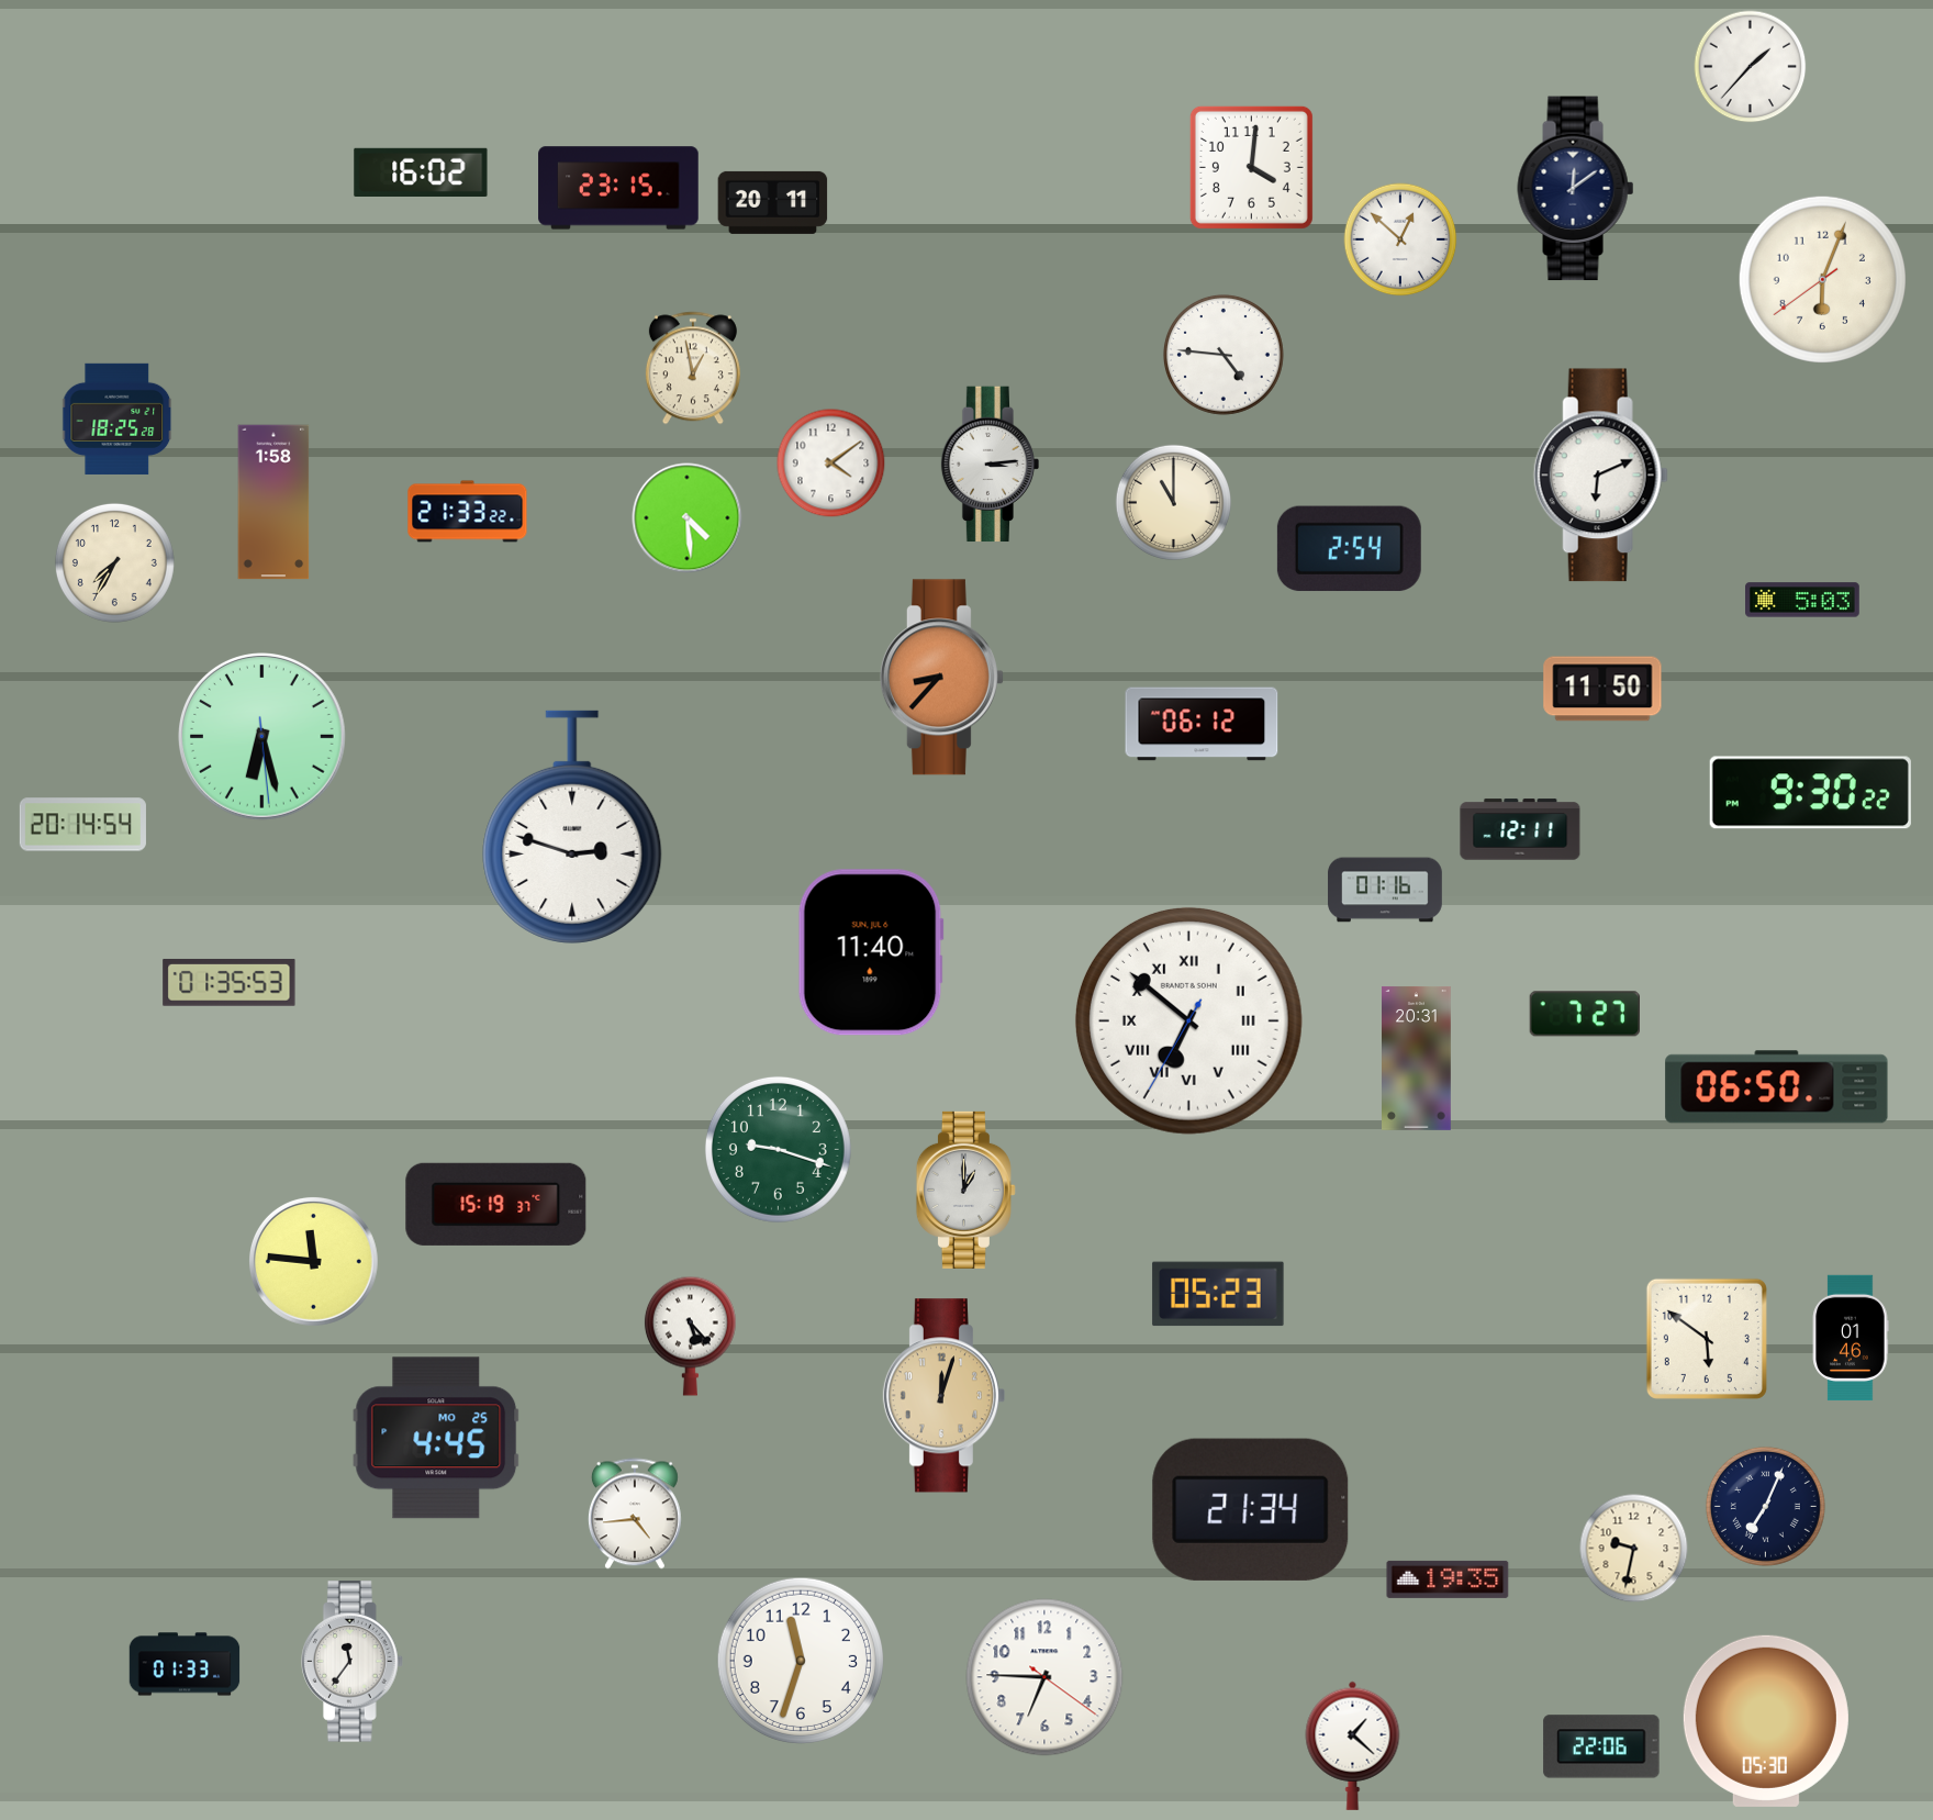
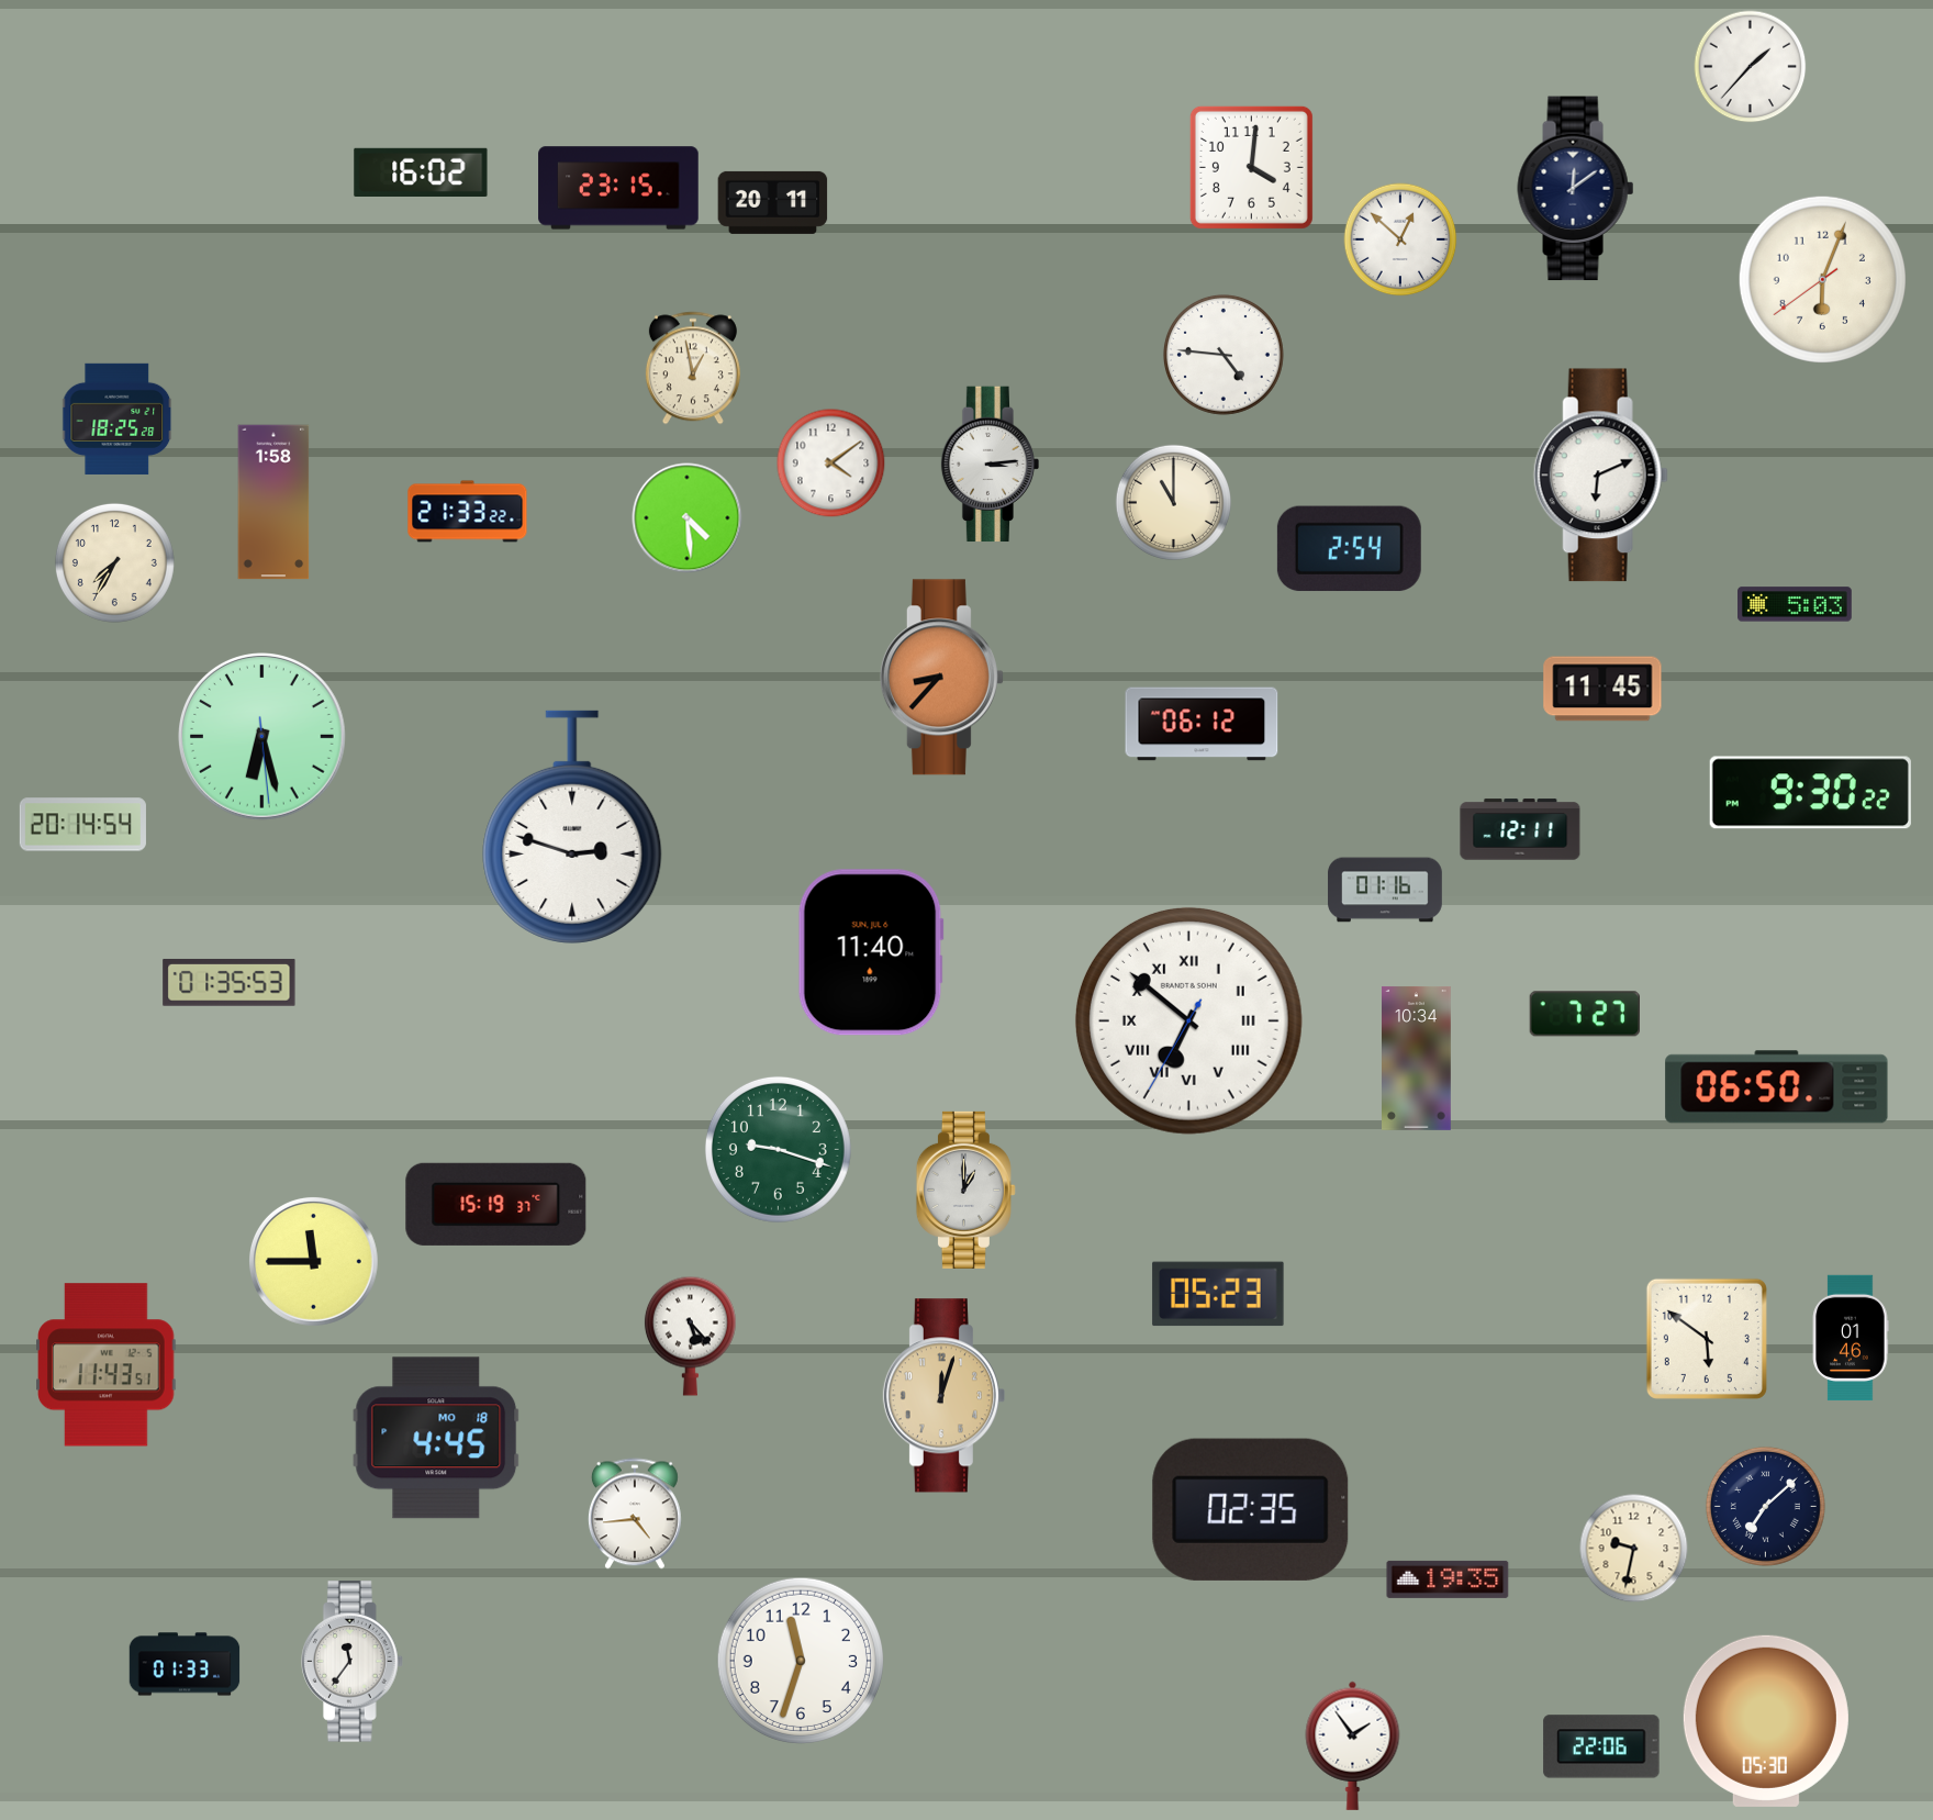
clock at (1803, 600) position: (1803, 600) -> (1796, 604)
clock at (1602, 689): 11:50 -> 11:45
clock at (1417, 1058): 20:31 -> 10:34
clock at (313, 1261): 11:46 -> 11:45
clock at (107, 1365): none -> 11:43
clock at (436, 1438) date: MO 25 -> MO 18
clock at (1765, 1506): 7:04 -> 7:08
clock at (1251, 1509): 21:34 -> 02:35
clock at (1044, 1677): 6:45 -> none
clock at (1353, 1745): 1:22 -> 1:54
